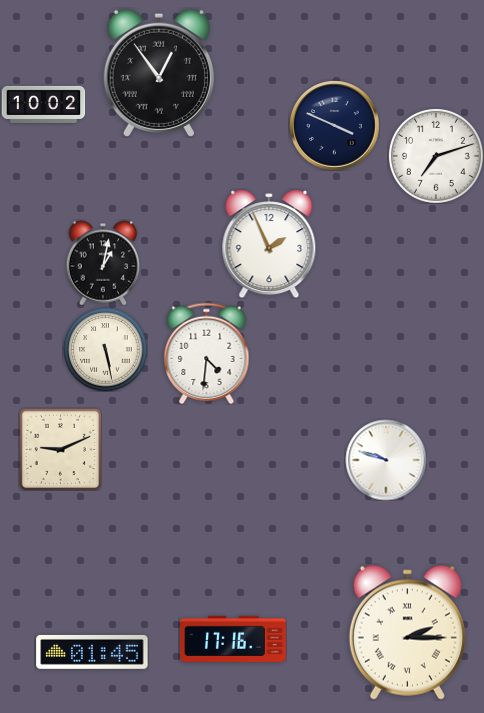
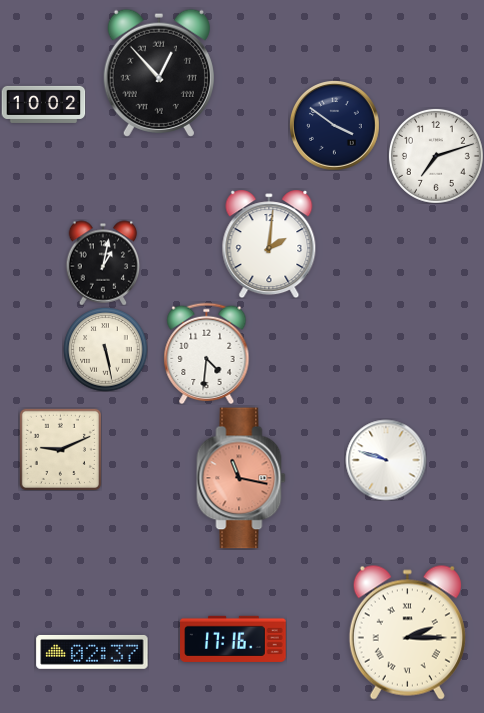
clock at (159, 73): 12:54 -> 12:53
clock at (335, 126): 3:49 -> 3:51
clock at (269, 244): 1:56 -> 2:01
clock at (241, 478): none -> 11:17
clock at (92, 652): 01:45 -> 02:37
